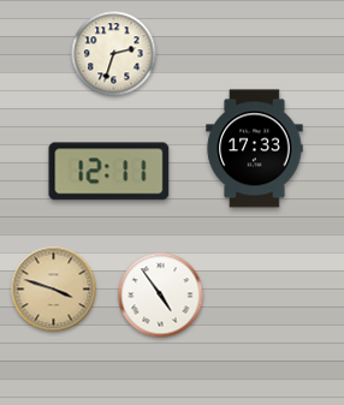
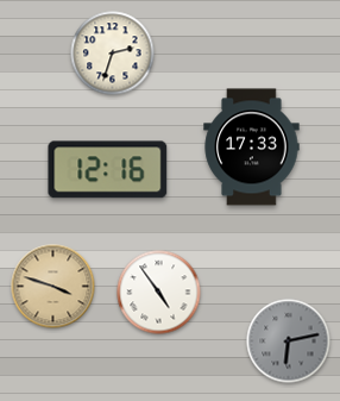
clock at (109, 172): 12:11 -> 12:16
clock at (289, 342): none -> 6:13
